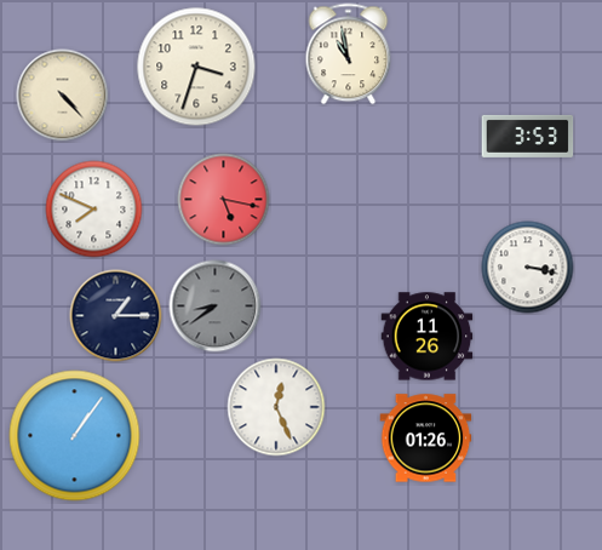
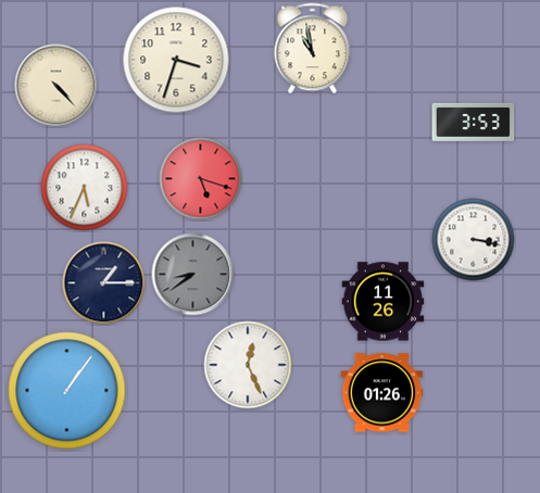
clock at (224, 200): 5:17 -> 5:18
clock at (94, 210): 7:49 -> 5:34
